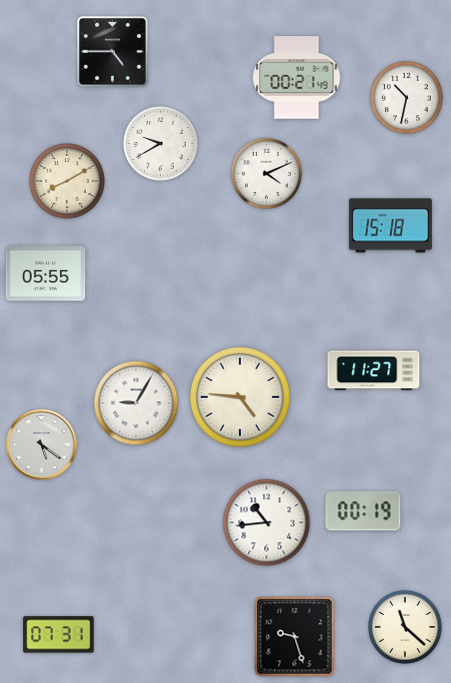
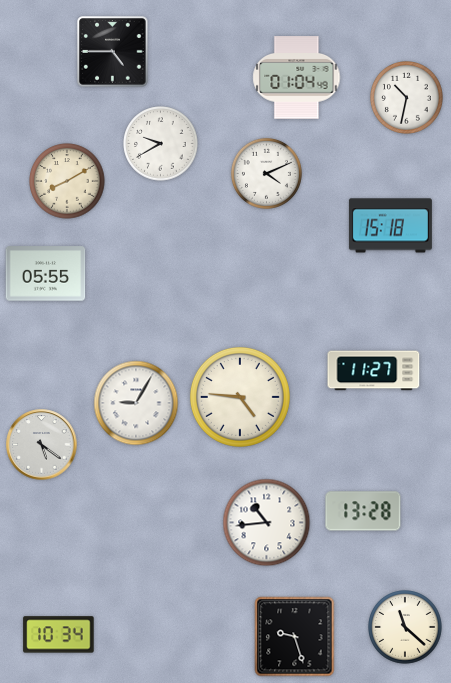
clock at (297, 78): 00:21 -> 01:04
clock at (363, 511): 00:19 -> 13:28
clock at (59, 635): 07:31 -> 10:34
